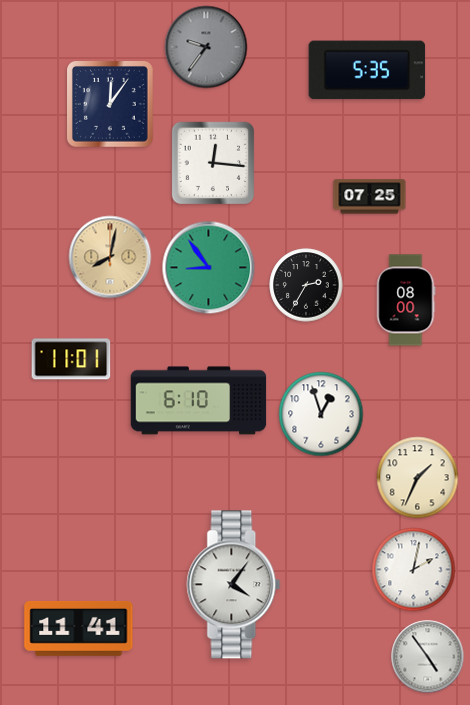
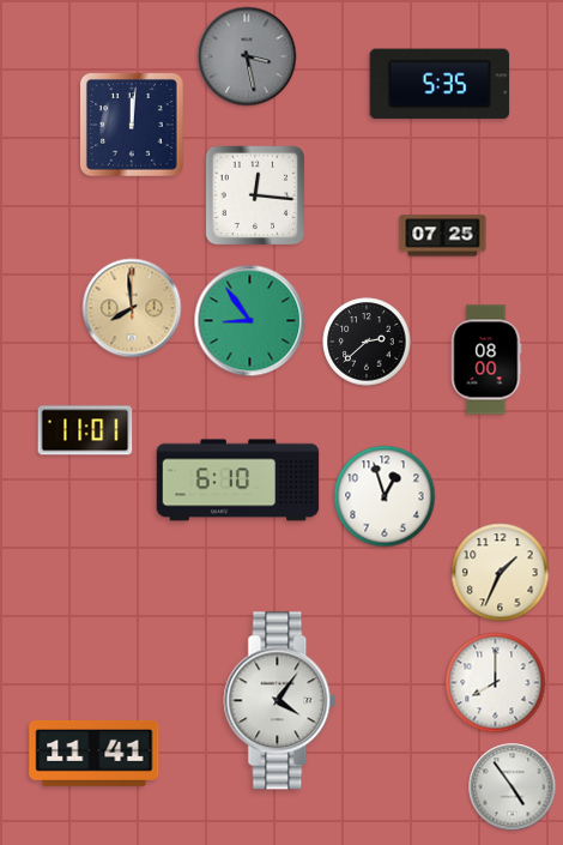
clock at (206, 47): 9:36 -> 3:28
clock at (111, 105): 12:06 -> 12:01
clock at (110, 257): 8:02 -> 7:59
clock at (306, 285): 2:35 -> 2:38
clock at (414, 570): 2:02 -> 8:00
